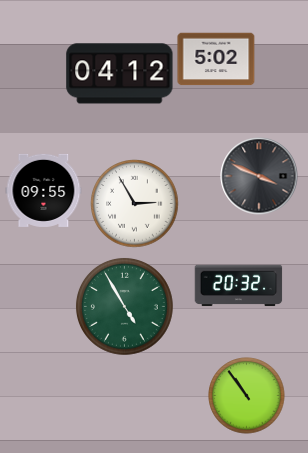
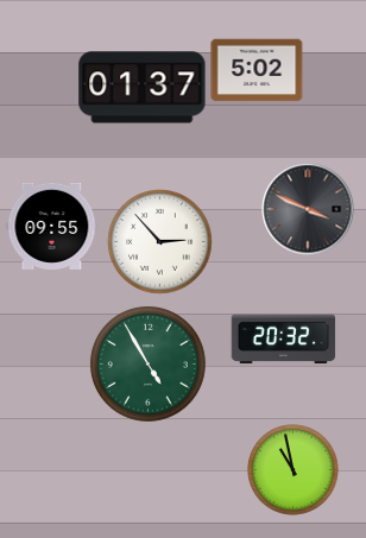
clock at (120, 74): 04:12 -> 01:37
clock at (135, 204): 2:55 -> 2:53
clock at (247, 396): 10:54 -> 10:58
